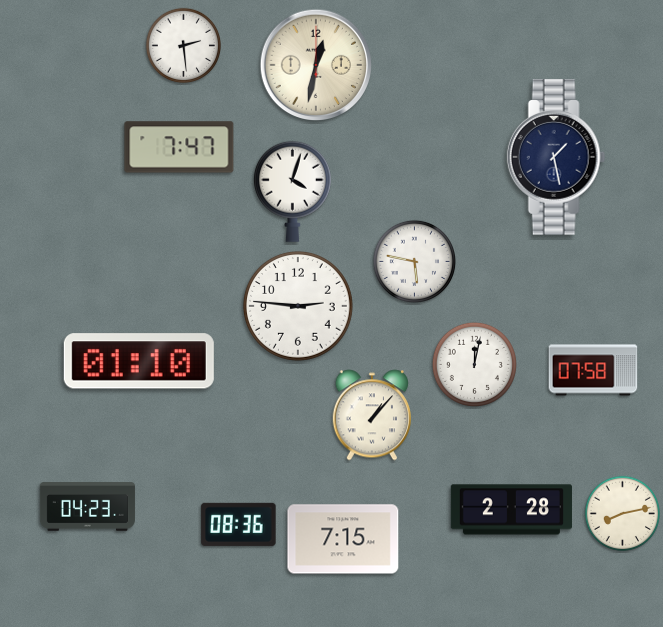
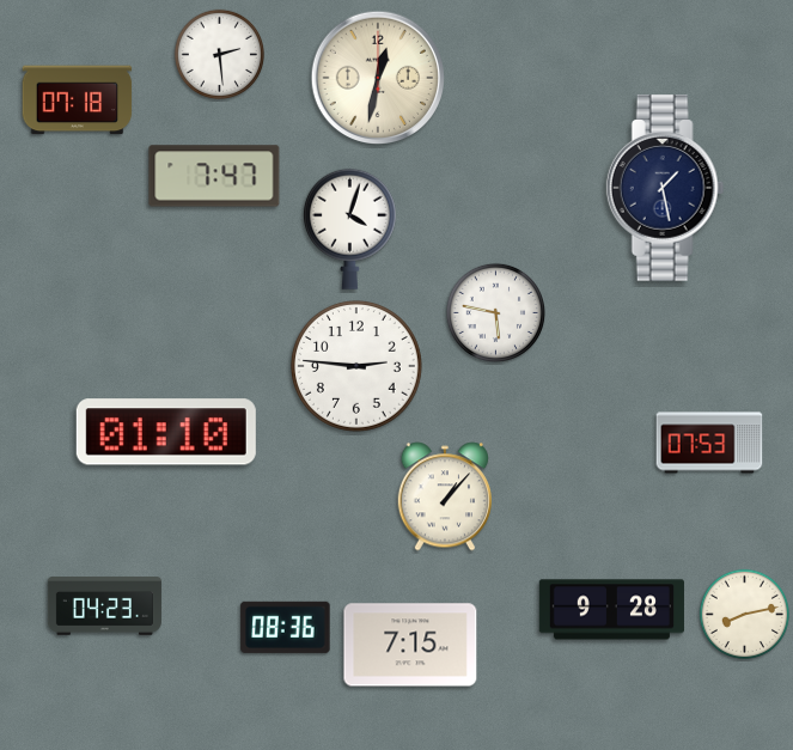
clock at (78, 100): none -> 07:18
clock at (474, 364): 12:02 -> none
clock at (593, 370): 07:58 -> 07:53
clock at (511, 510): 2:28 -> 9:28
